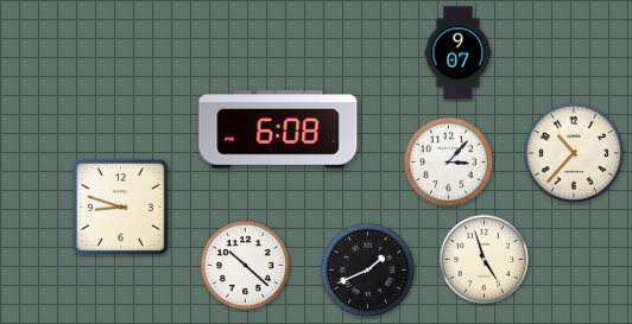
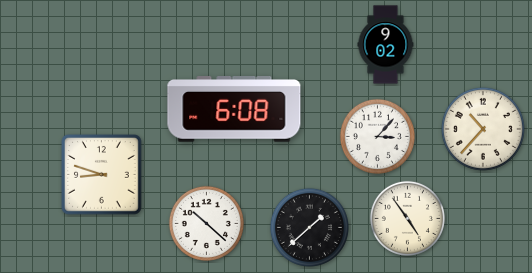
clock at (459, 53): 9:07 -> 9:02
clock at (484, 259): 4:57 -> 4:54
clock at (367, 269): 1:41 -> 1:38
